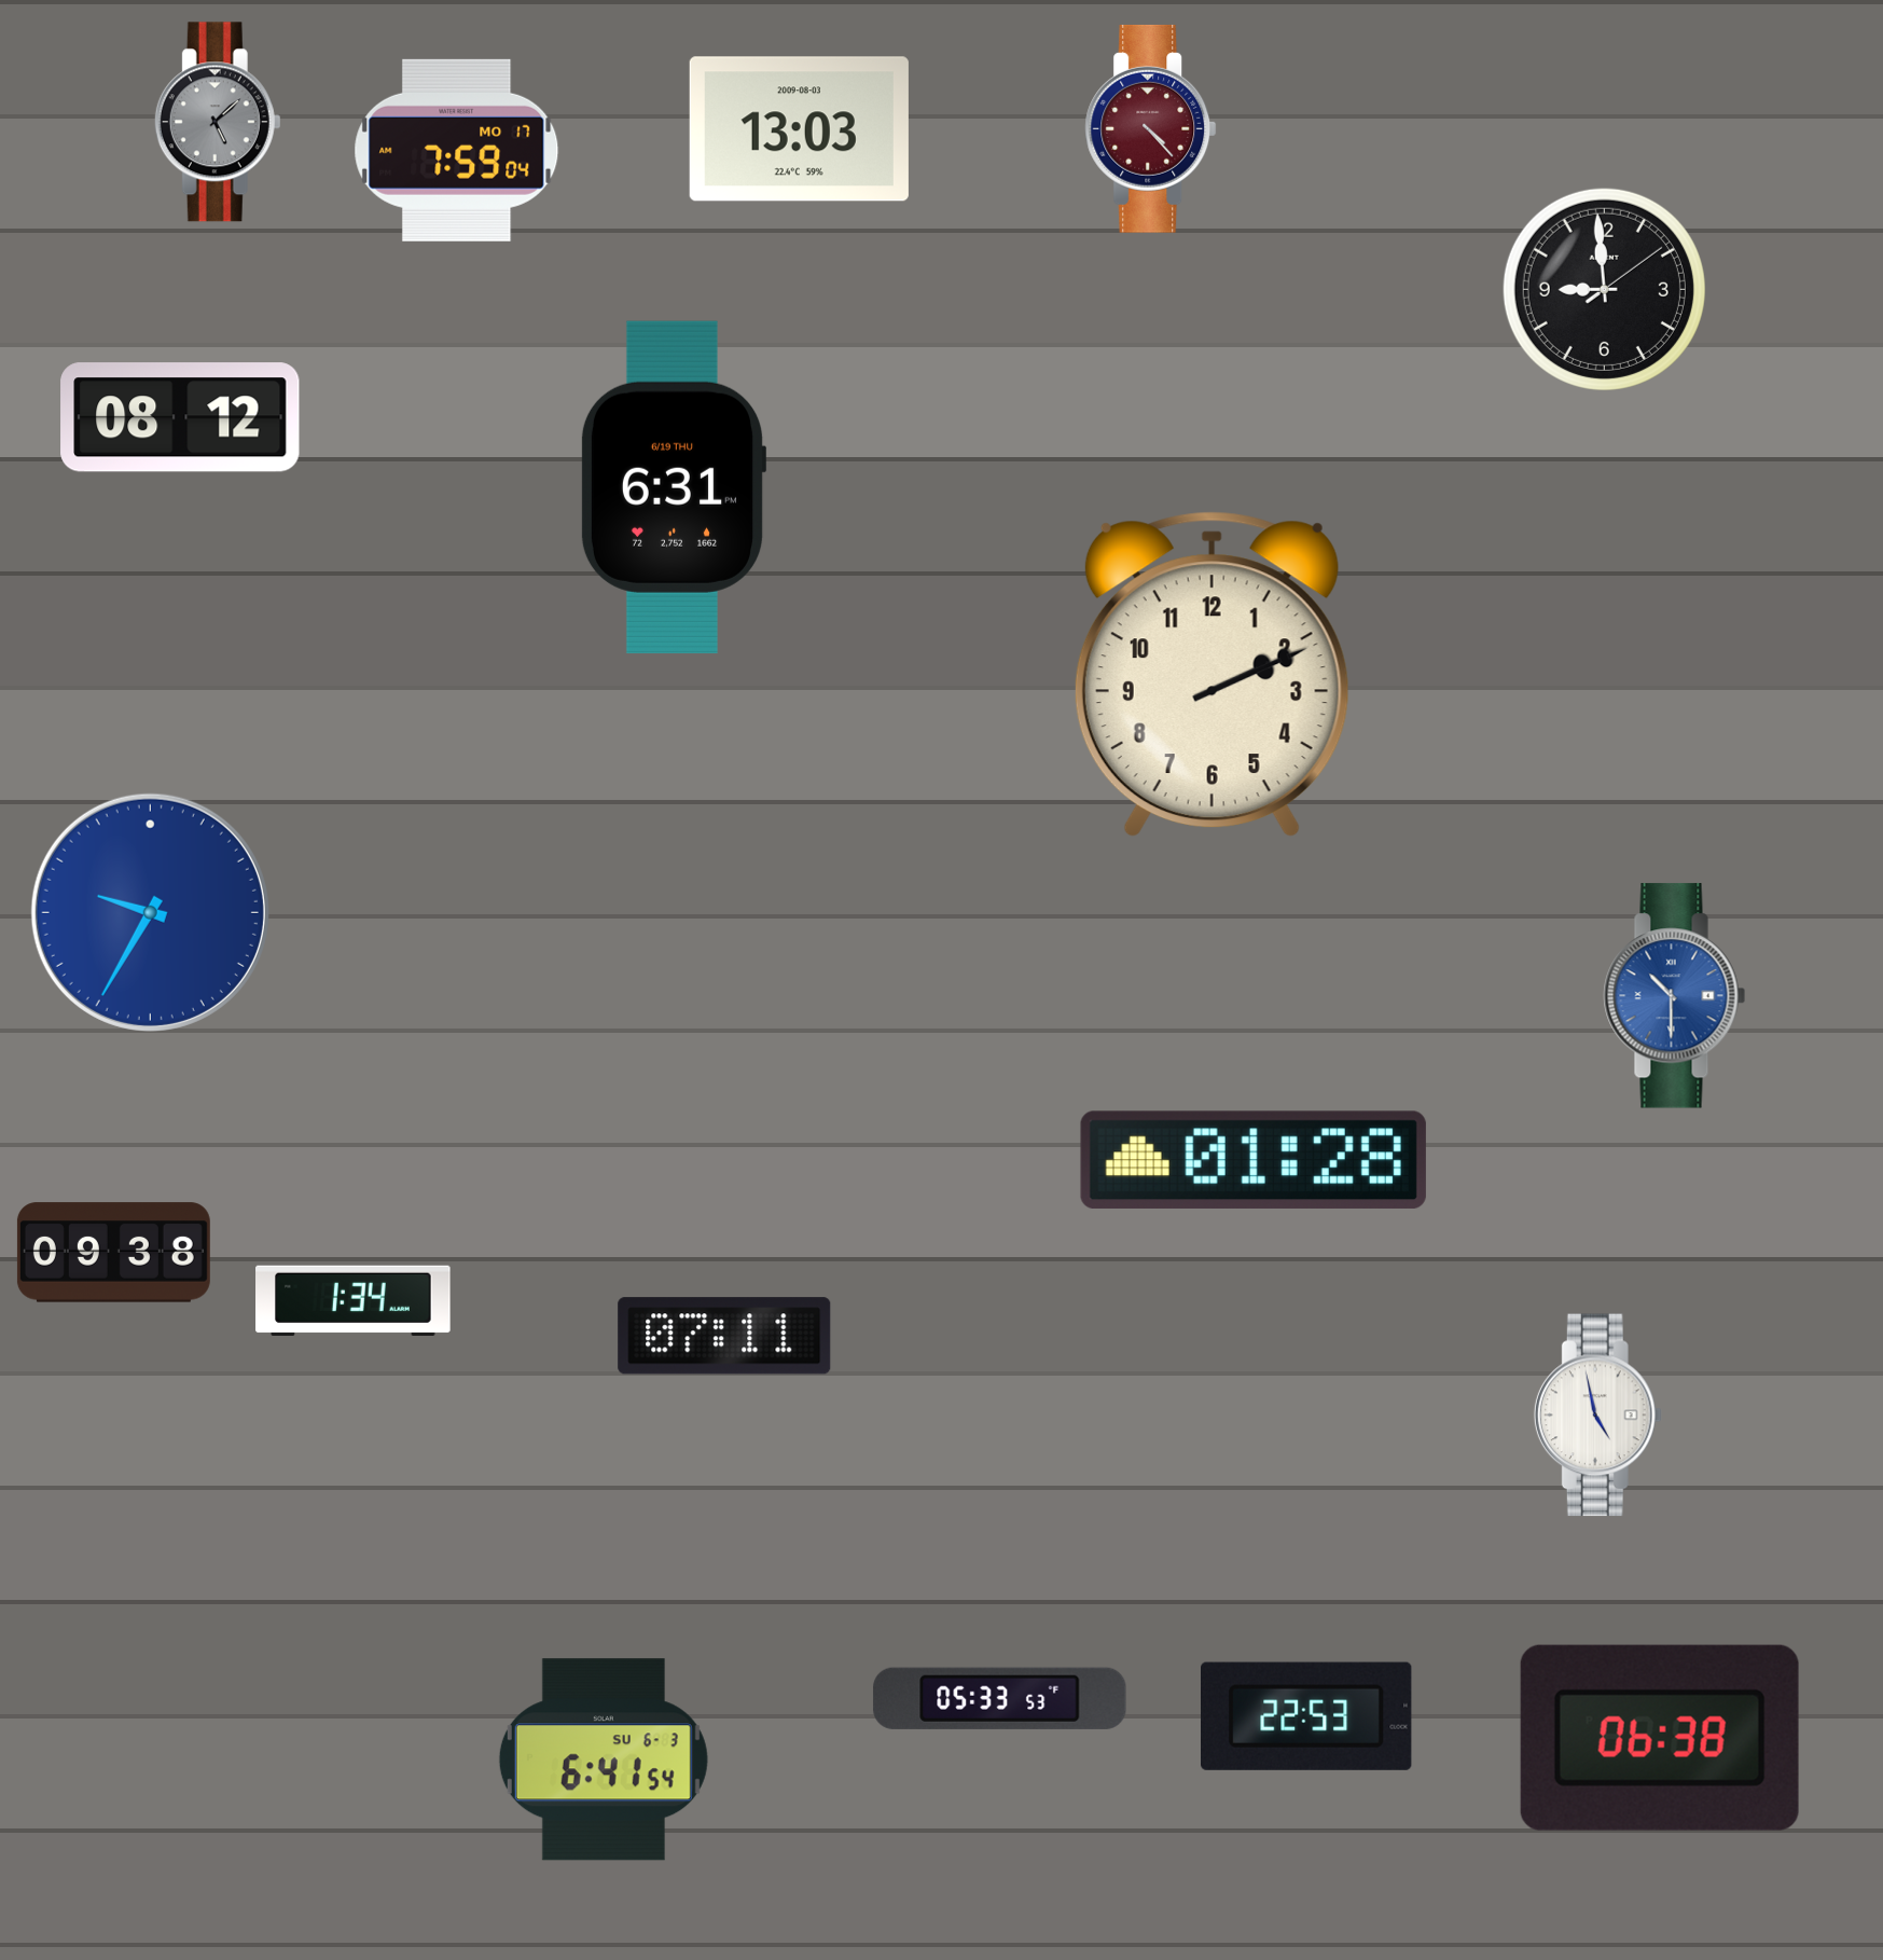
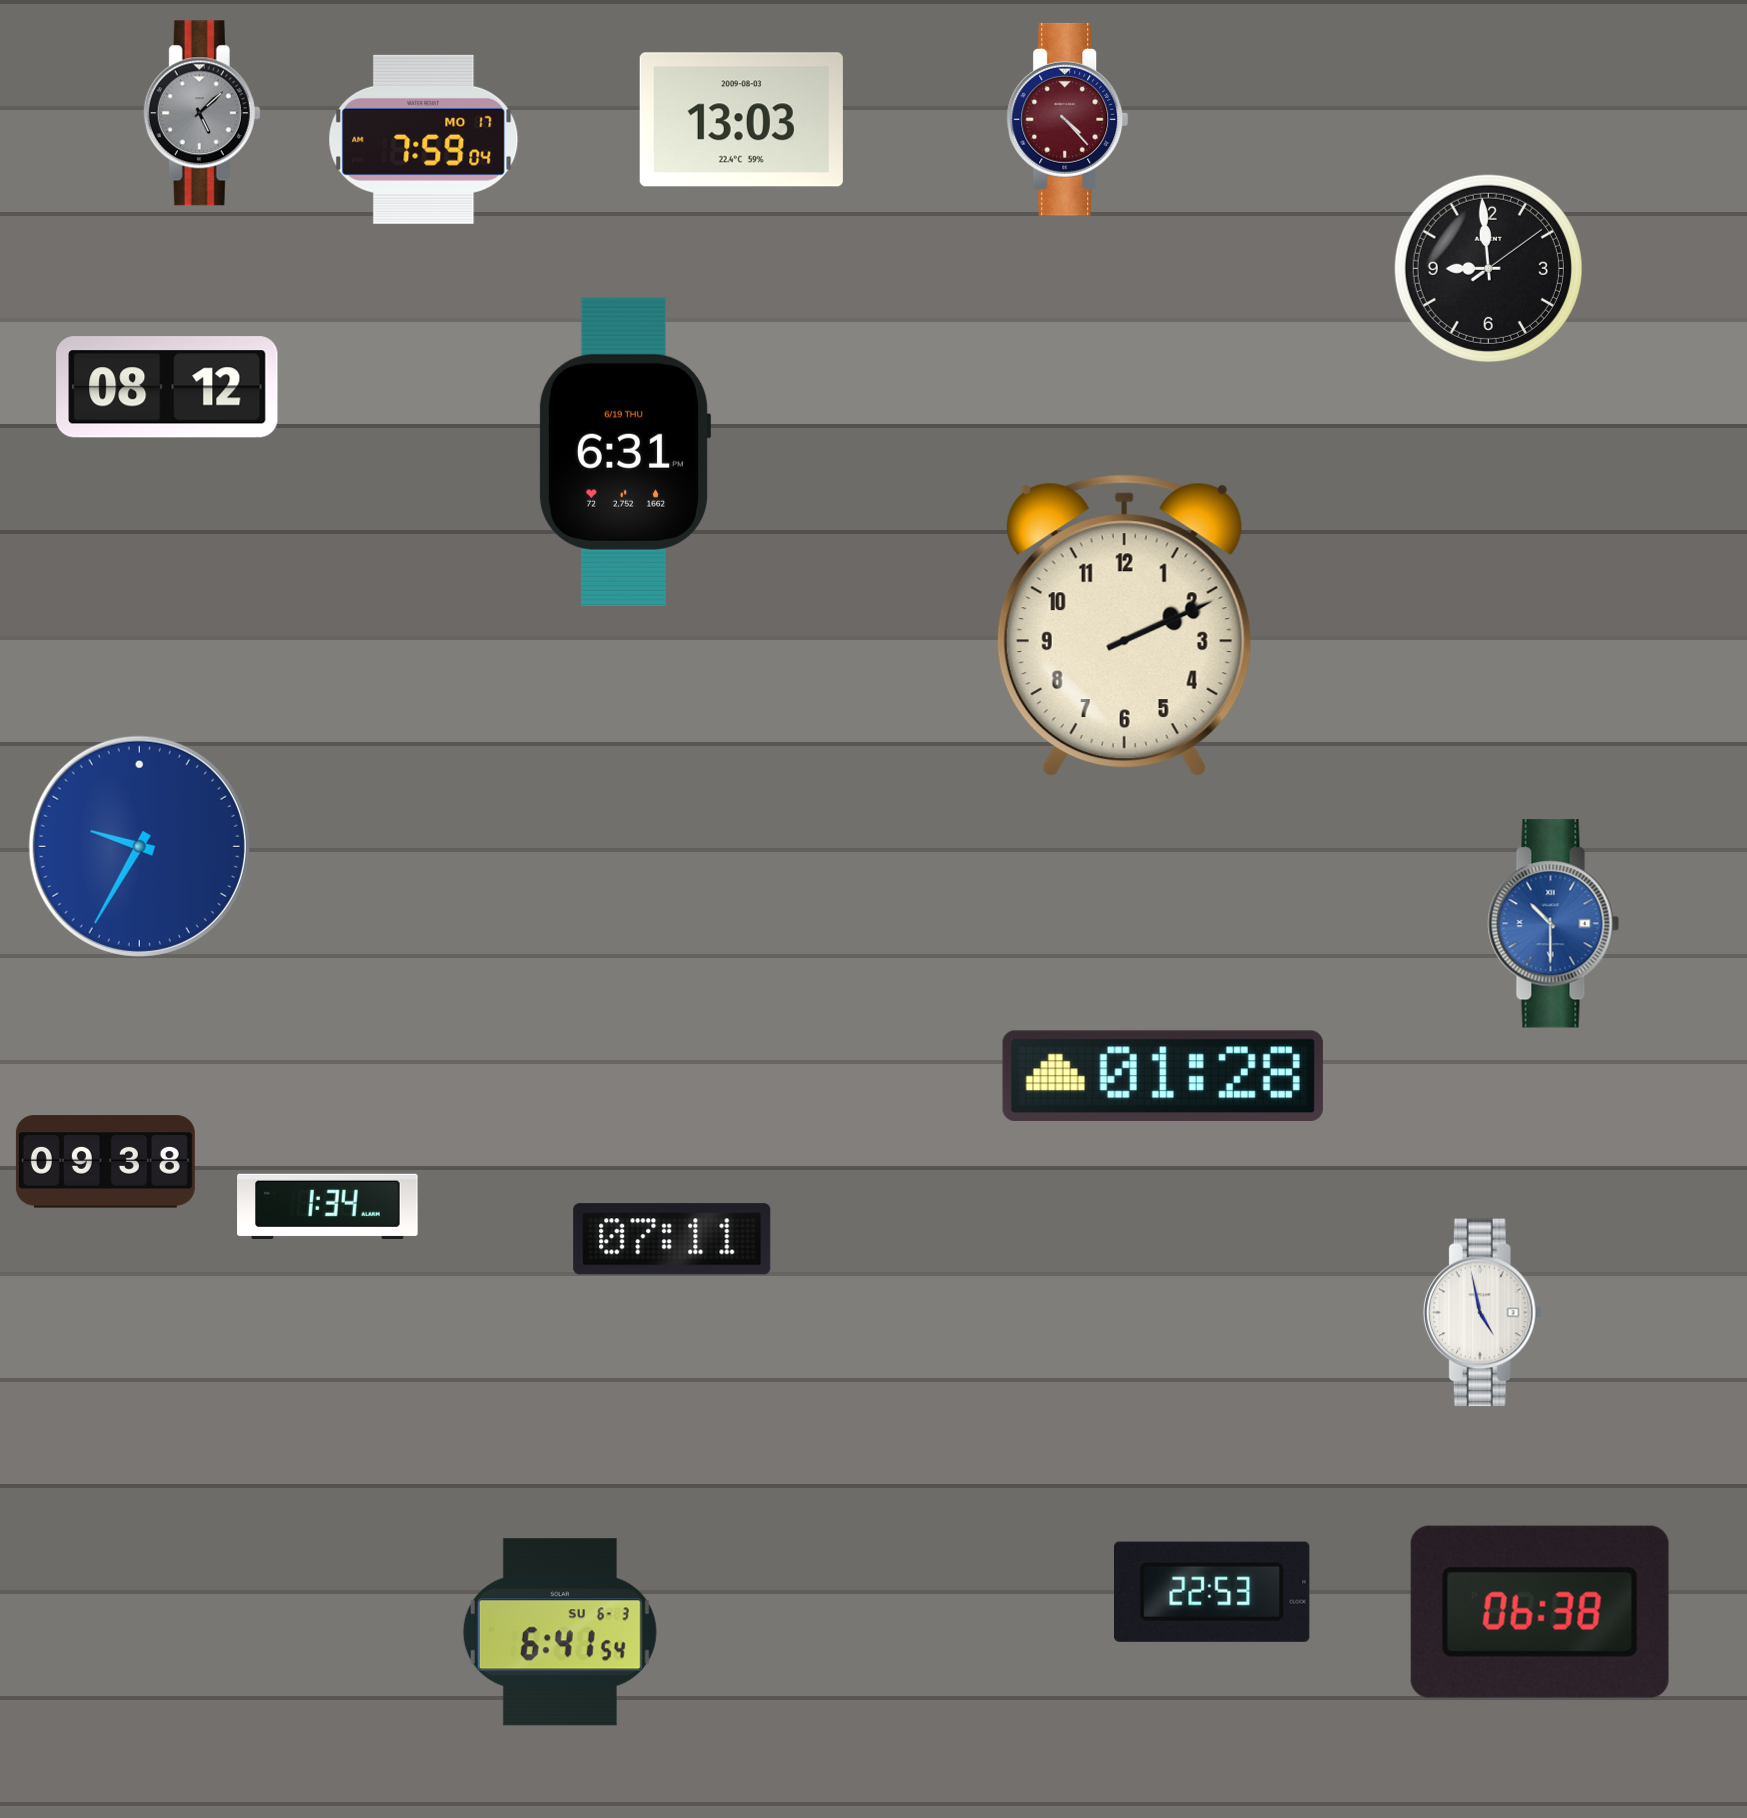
clock at (1000, 1698): 05:33 -> none
